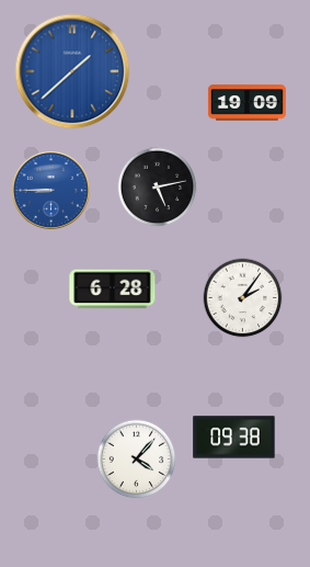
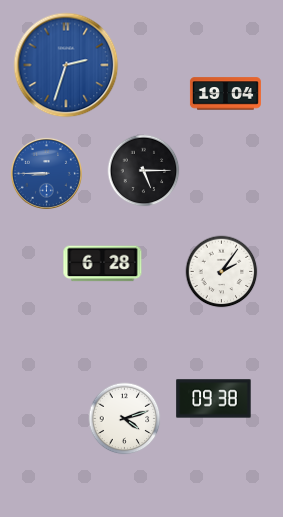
clock at (72, 71): 1:38 -> 2:33
clock at (246, 103): 19:09 -> 19:04
clock at (158, 188): 5:13 -> 5:15
clock at (137, 460): 4:07 -> 4:12
